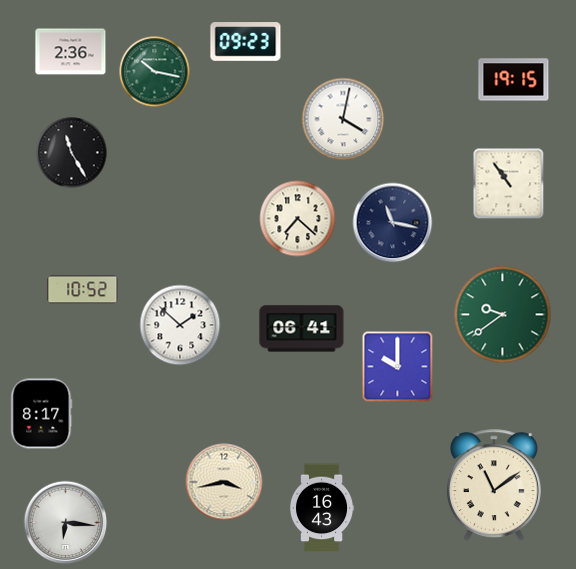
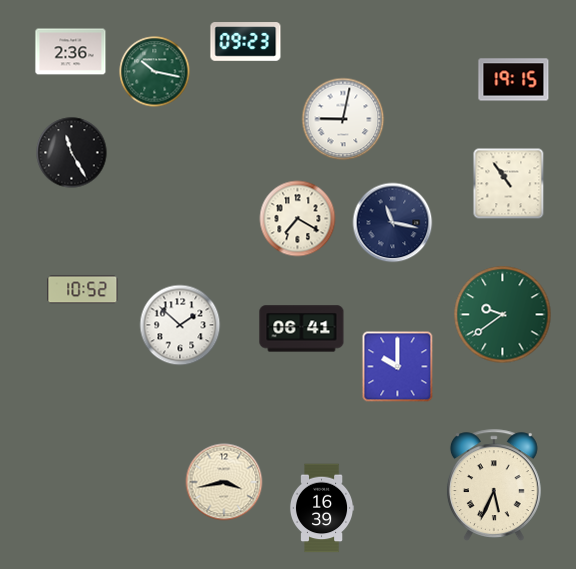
clock at (343, 119): 4:02 -> 9:02
clock at (298, 219): 7:22 -> 7:20
clock at (42, 414): 8:17 -> none
clock at (494, 485): 11:09 -> 5:34
clock at (322, 508): 16:43 -> 16:39
clock at (66, 523): 6:16 -> none
